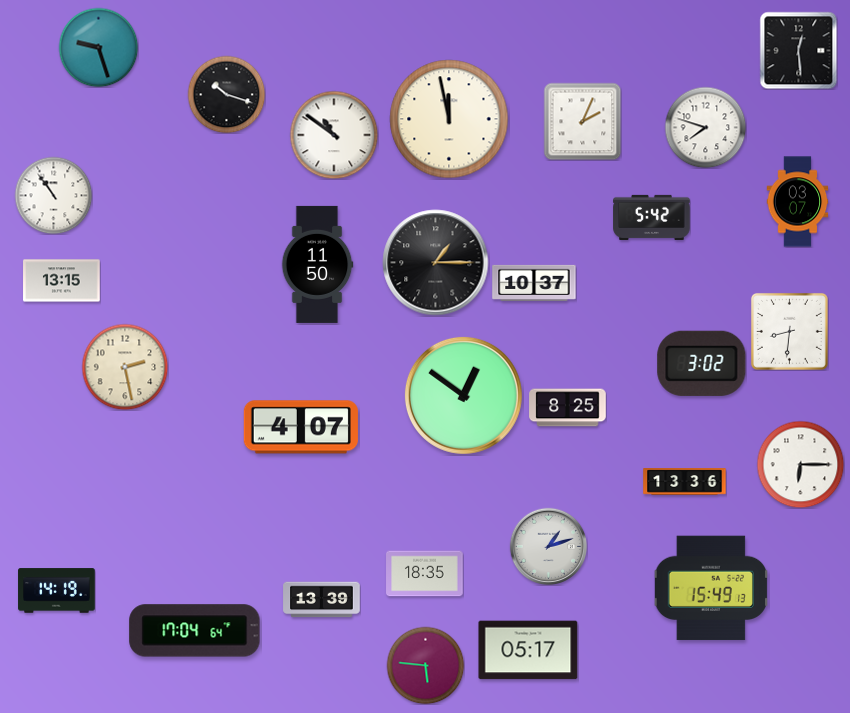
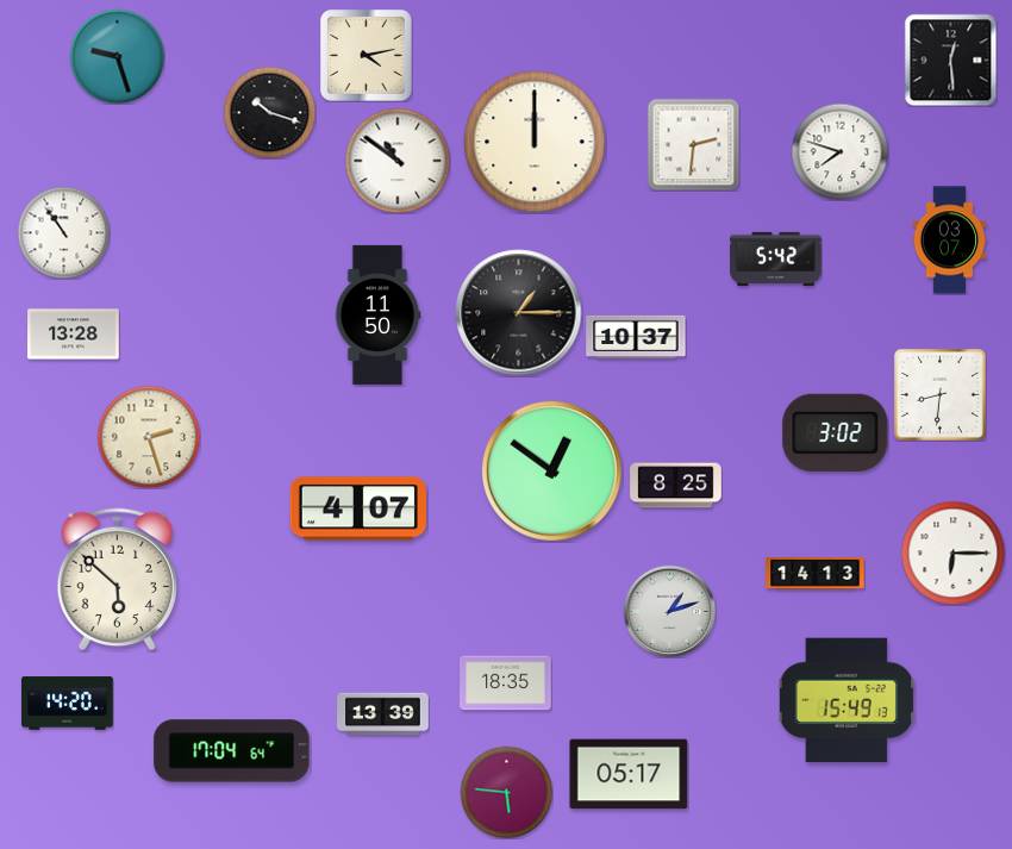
clock at (367, 56): none -> 4:13
clock at (449, 119): 11:58 -> 12:00
clock at (582, 121): 2:04 -> 2:31
clock at (62, 281): 13:15 -> 13:28
clock at (125, 367): 2:28 -> 2:27
clock at (685, 482): 13:36 -> 14:13
clock at (118, 580): none -> 5:52
clock at (548, 546) position: (548, 546) -> (669, 611)
clock at (57, 591): 14:19 -> 14:20
